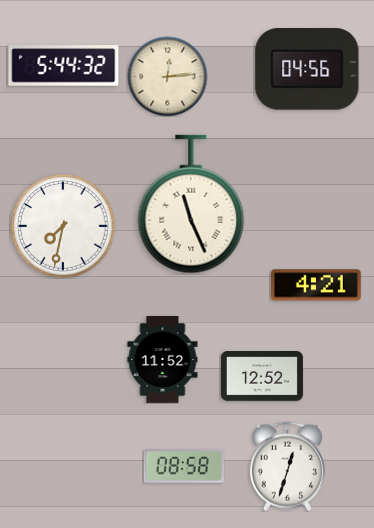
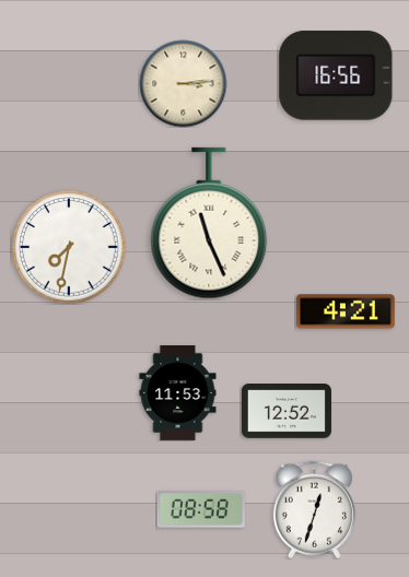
clock at (64, 66): 5:44 -> none
clock at (307, 69): 04:56 -> 16:56
clock at (167, 76): 12:14 -> 3:14
clock at (163, 360): 11:52 -> 11:53
